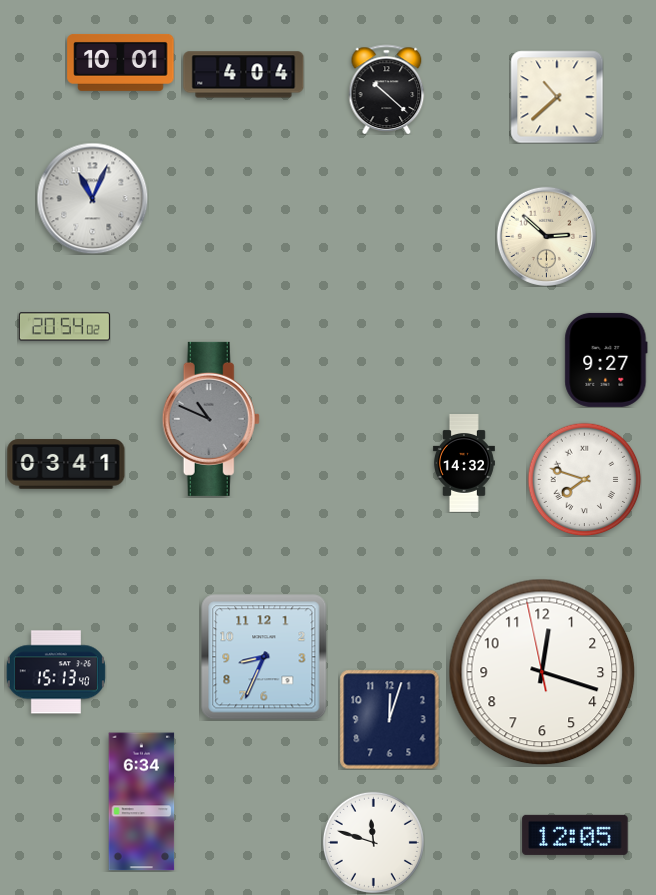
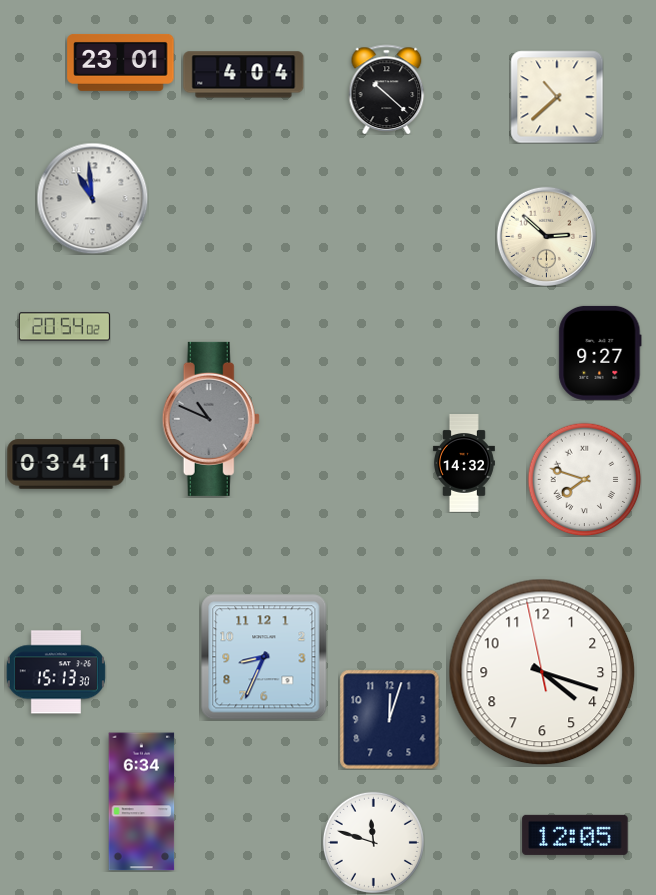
clock at (121, 62): 10:01 -> 23:01
clock at (92, 198): 11:04 -> 10:59
clock at (606, 360) position: (606, 360) -> (600, 353)
clock at (56, 672): 15:13:40 -> 15:13:30
clock at (542, 672): 12:17 -> 4:17
